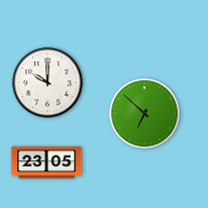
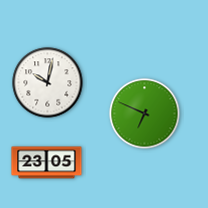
clock at (48, 83): 10:00 -> 10:02
clock at (145, 114): 6:52 -> 6:49
